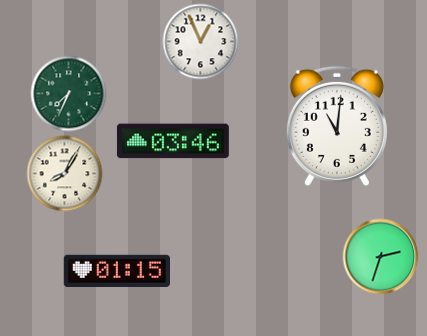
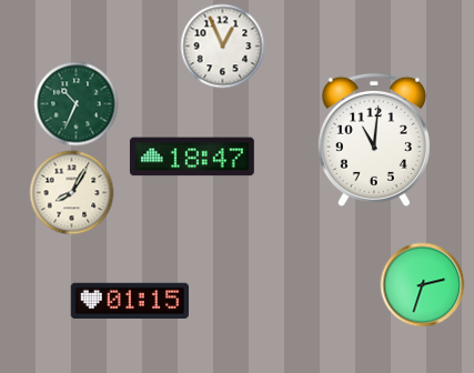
clock at (69, 94): 7:34 -> 10:34
clock at (173, 141): 03:46 -> 18:47
